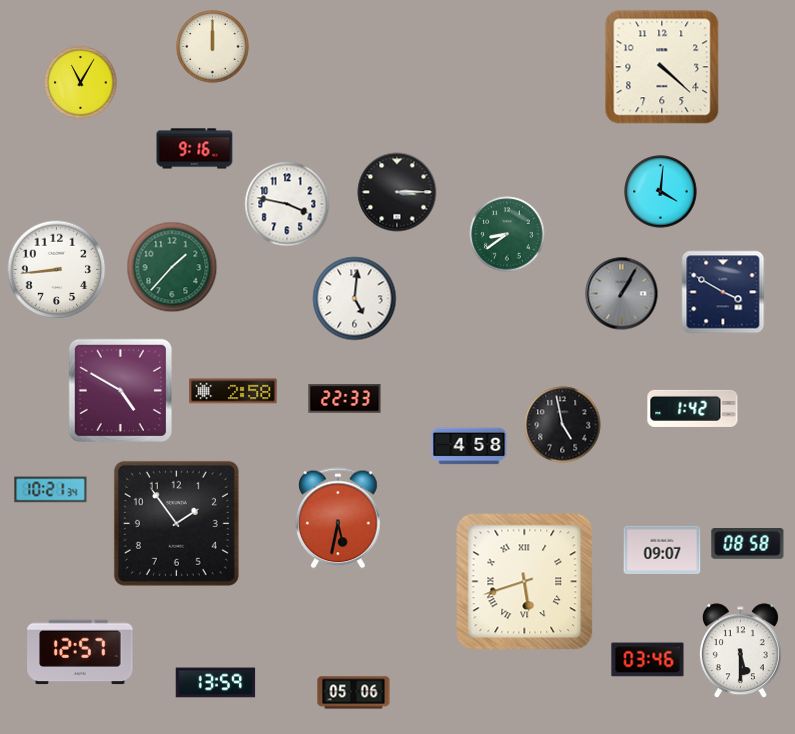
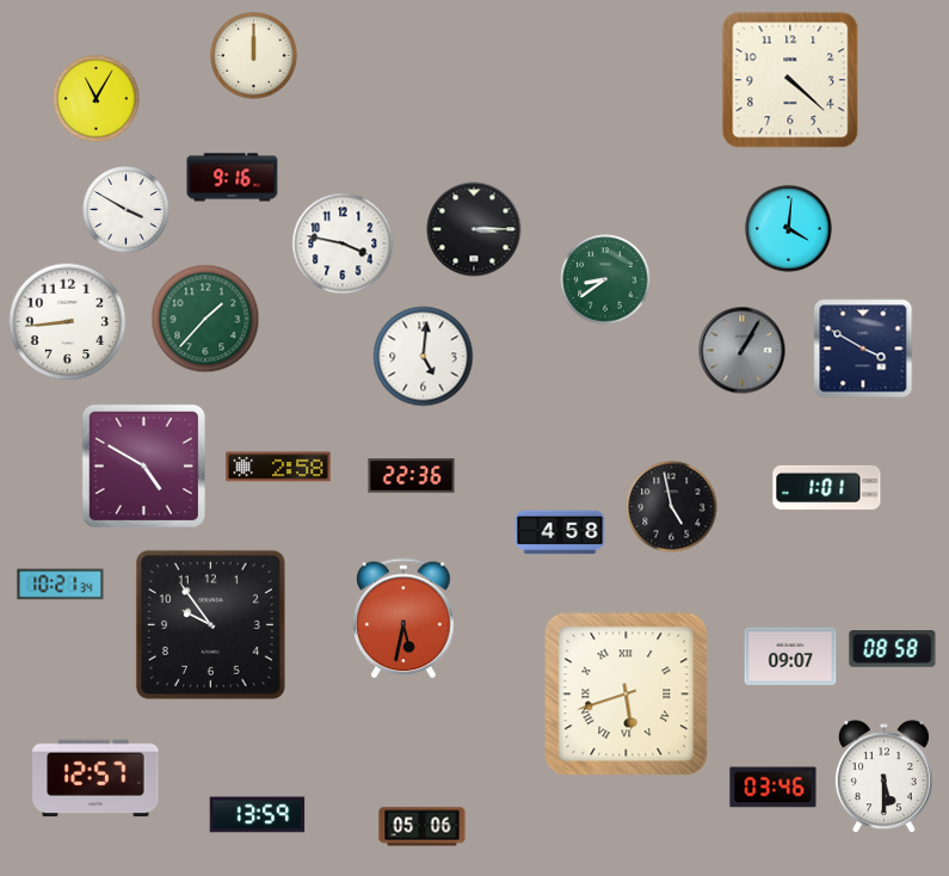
clock at (127, 210): none -> 3:50
clock at (345, 399): 22:33 -> 22:36
clock at (693, 408): 1:42 -> 1:01
clock at (176, 523): 1:54 -> 9:54
